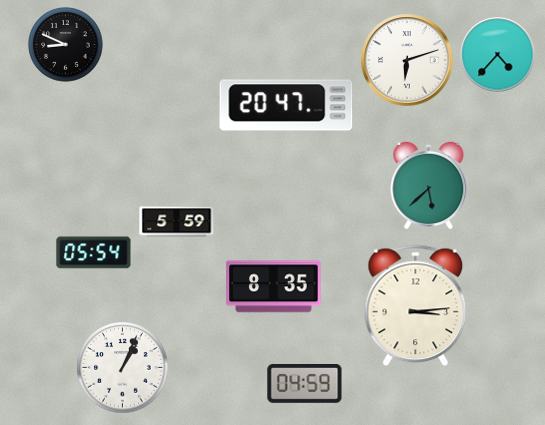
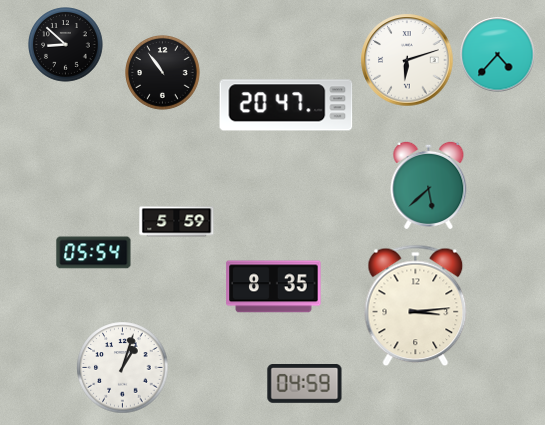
clock at (66, 45): 8:49 -> 8:52
clock at (163, 73): none -> 10:54
clock at (123, 368): 1:04 -> 1:03
